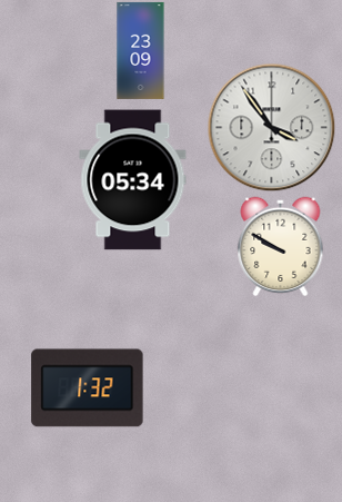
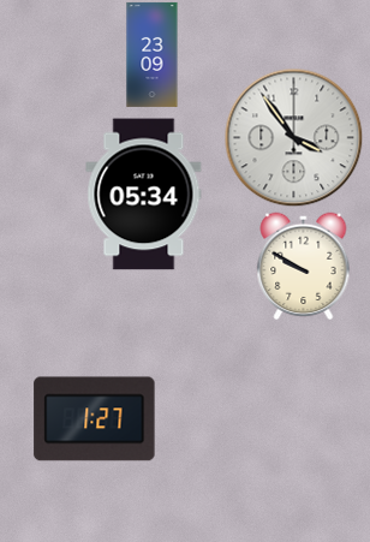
clock at (88, 388): 1:32 -> 1:27
